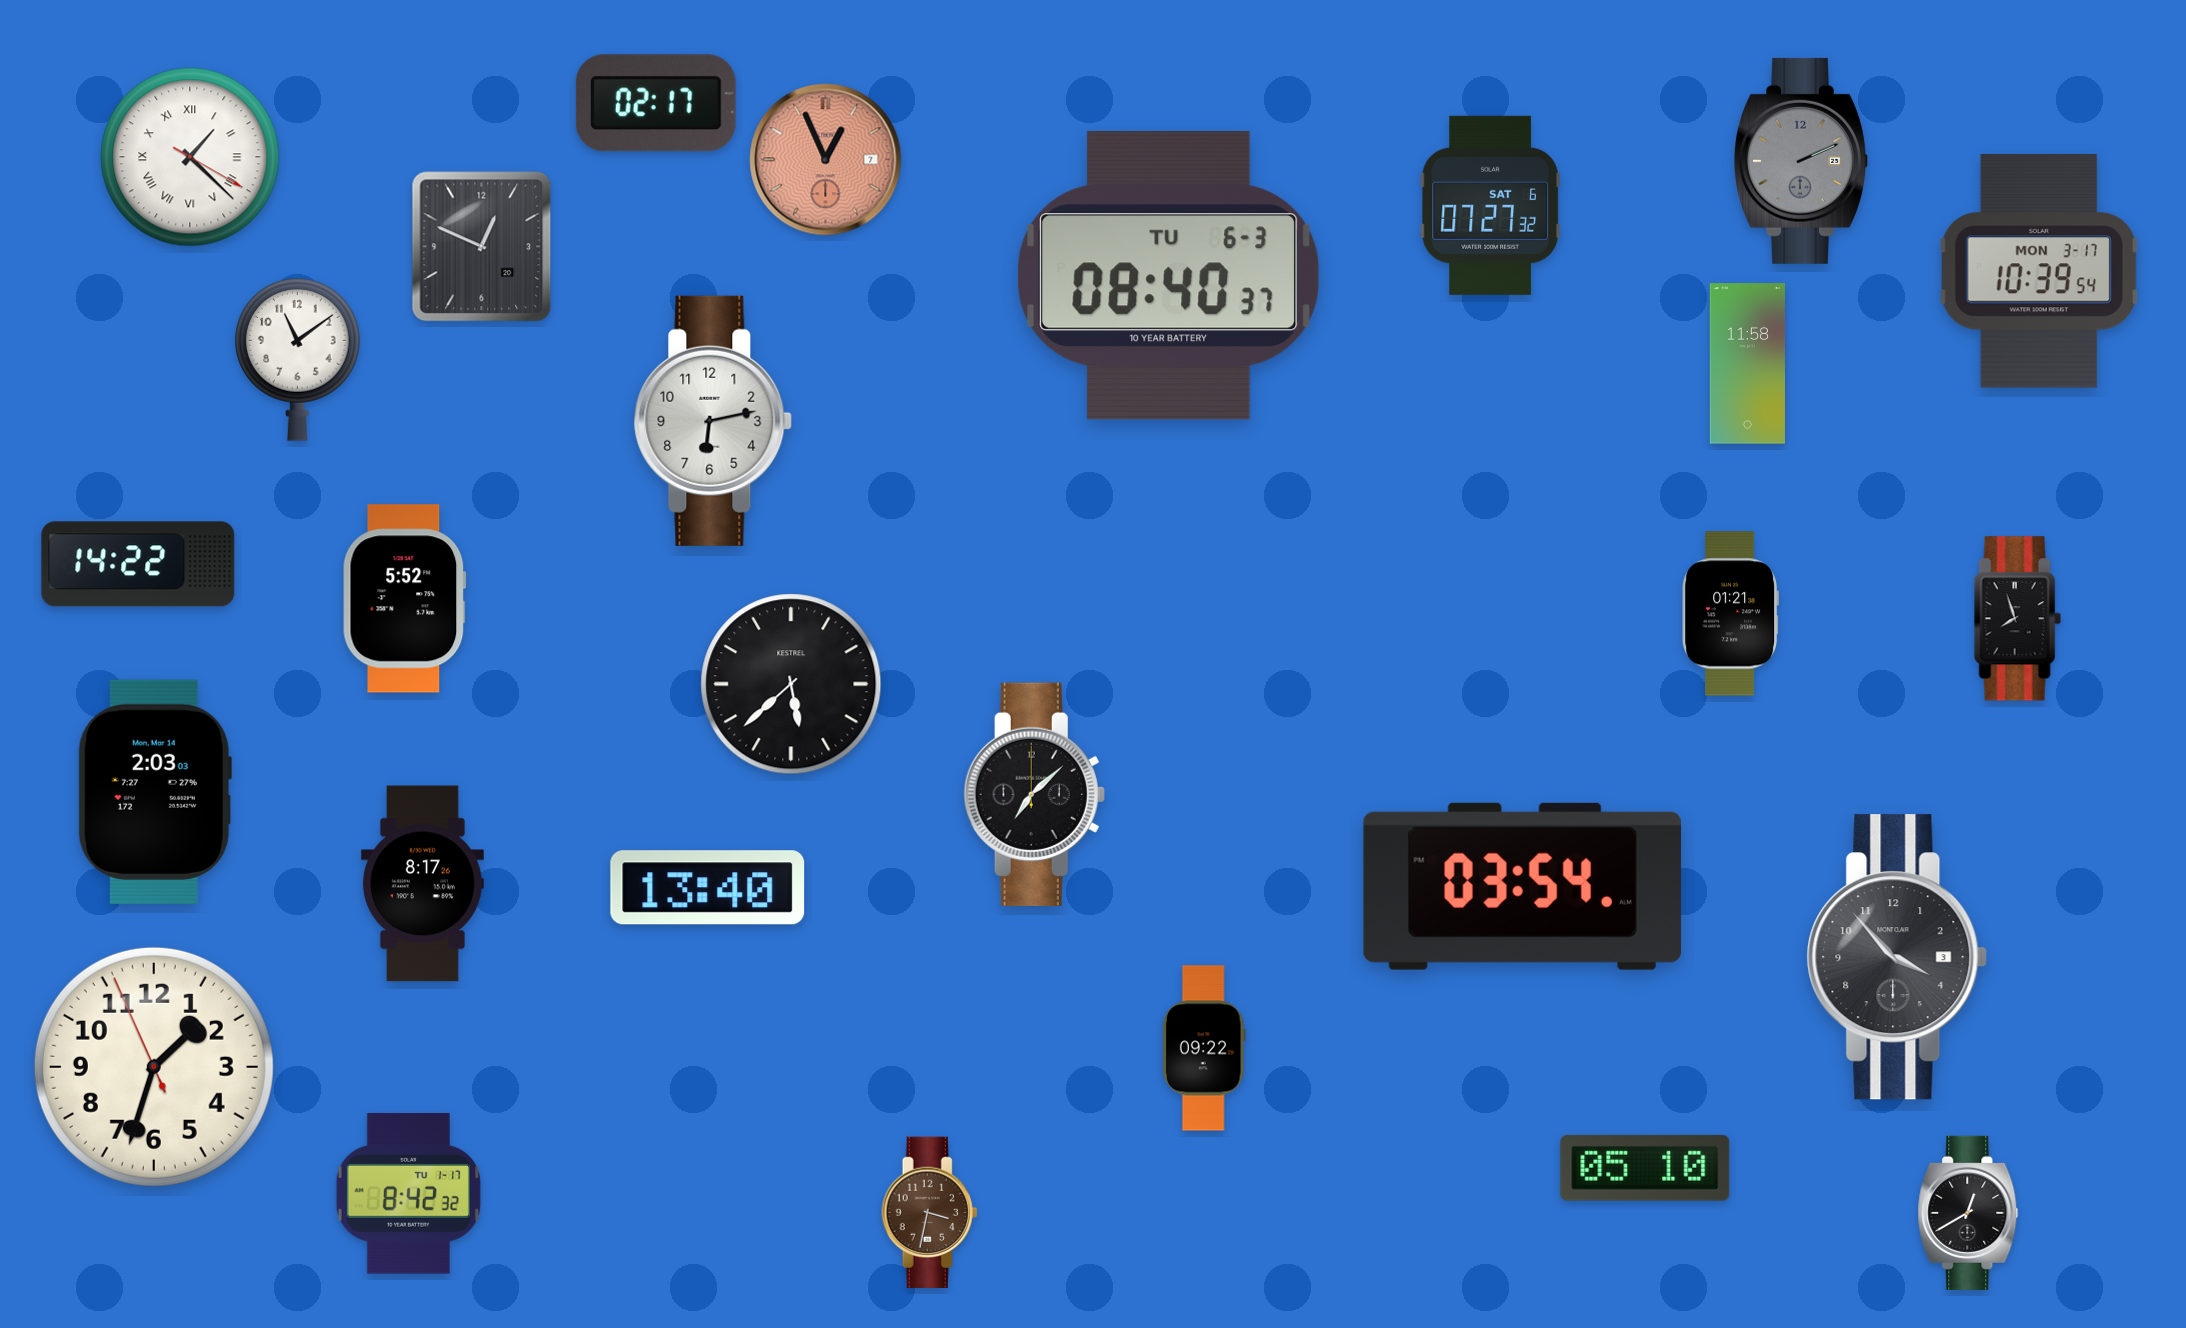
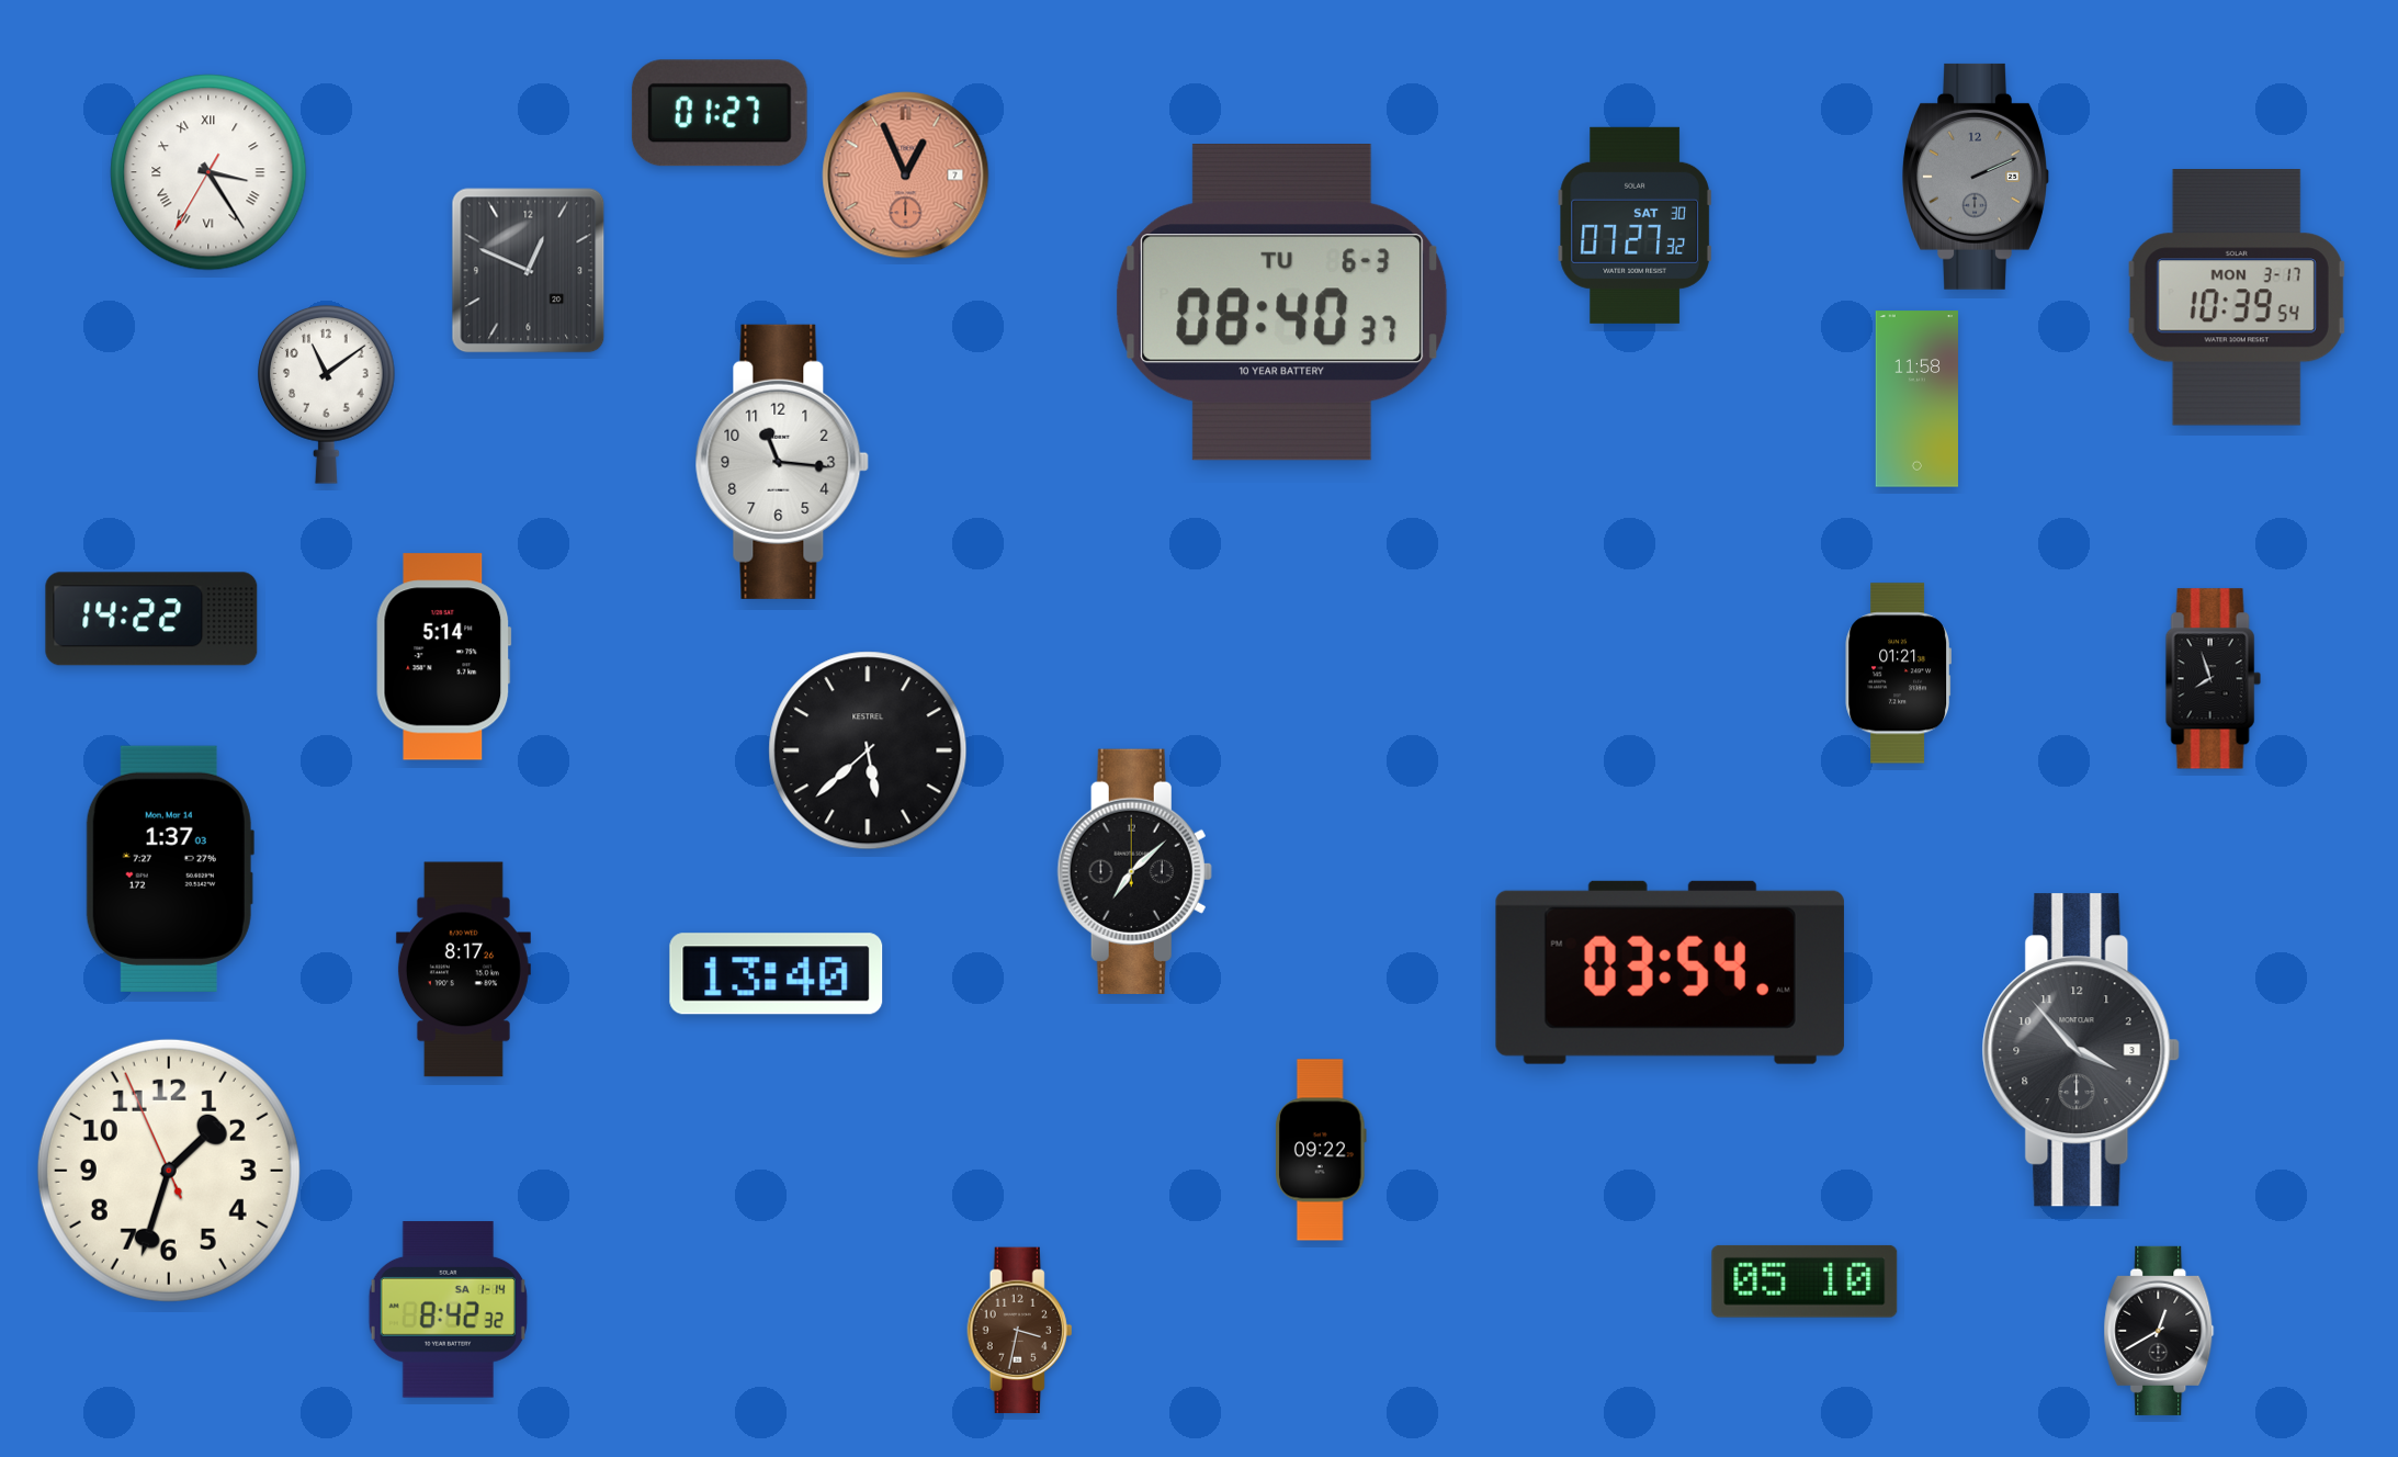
clock at (656, 103): 02:17 -> 01:27
clock at (190, 157): 1:22 -> 3:24
clock at (1490, 205) date: SAT 6 -> SAT 30
clock at (713, 421): 6:13 -> 11:16
clock at (405, 599): 5:52 -> 5:14
clock at (155, 792): 2:03 -> 1:37
clock at (408, 1194) date: TU 1-17 -> SA 1-14
